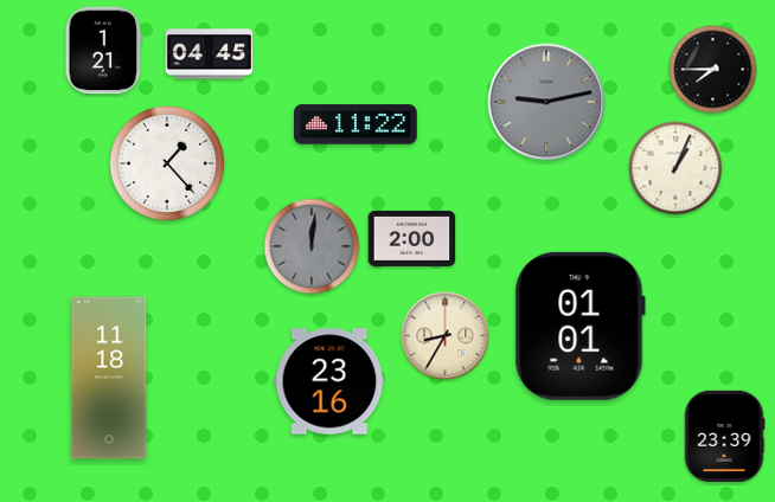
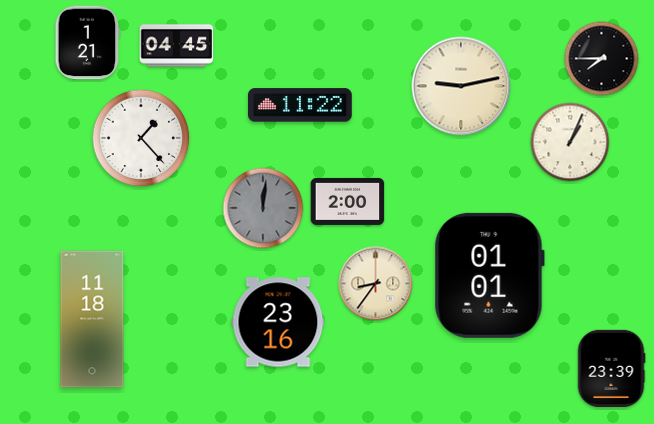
clock at (546, 102) dial: grey -> cream
clock at (446, 336): 8:35 -> 8:36
